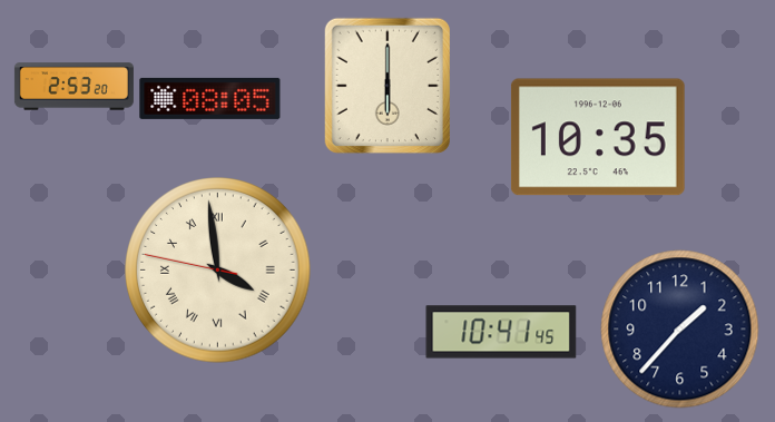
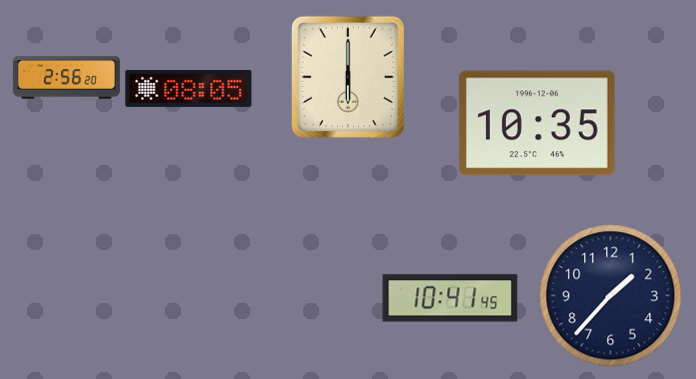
clock at (73, 87): 2:53 -> 2:56
clock at (218, 271): 3:58 -> none
